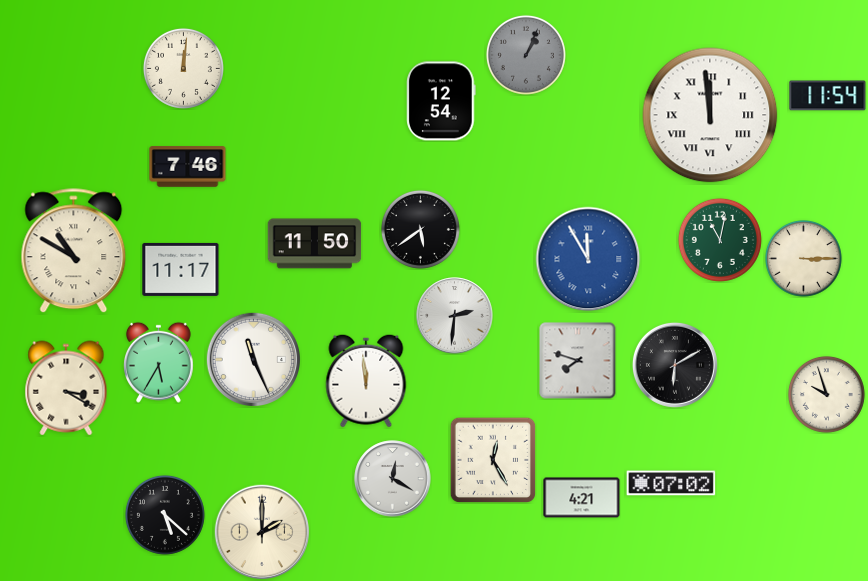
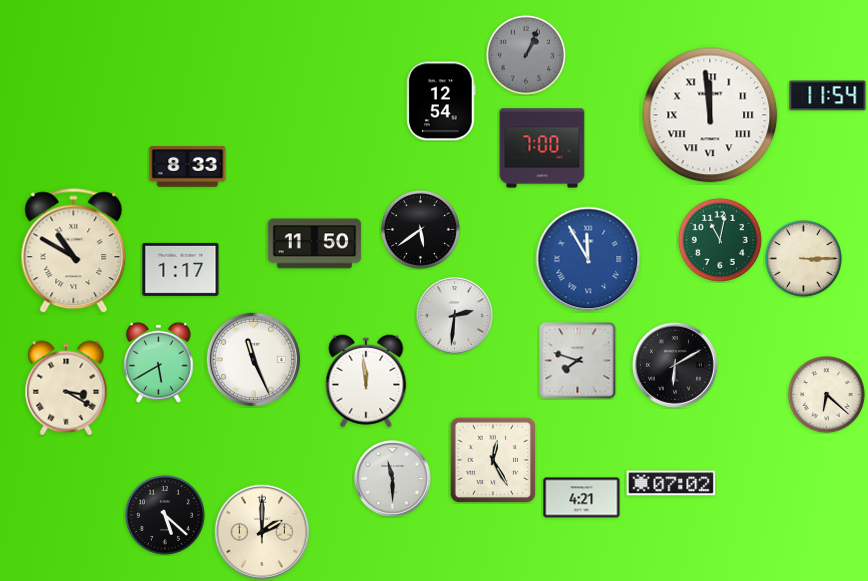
clock at (183, 68): 12:01 -> none
clock at (542, 148): none -> 7:00
clock at (188, 167): 7:46 -> 8:33
clock at (181, 269): 11:17 -> 1:17
clock at (159, 362): 5:35 -> 5:40
clock at (826, 394): 9:57 -> 6:22
clock at (393, 479): 12:20 -> 11:30
